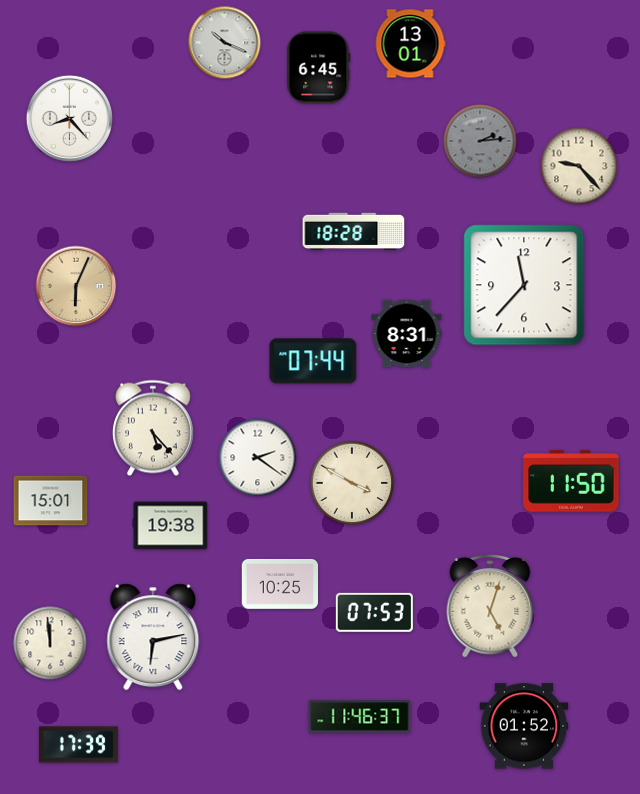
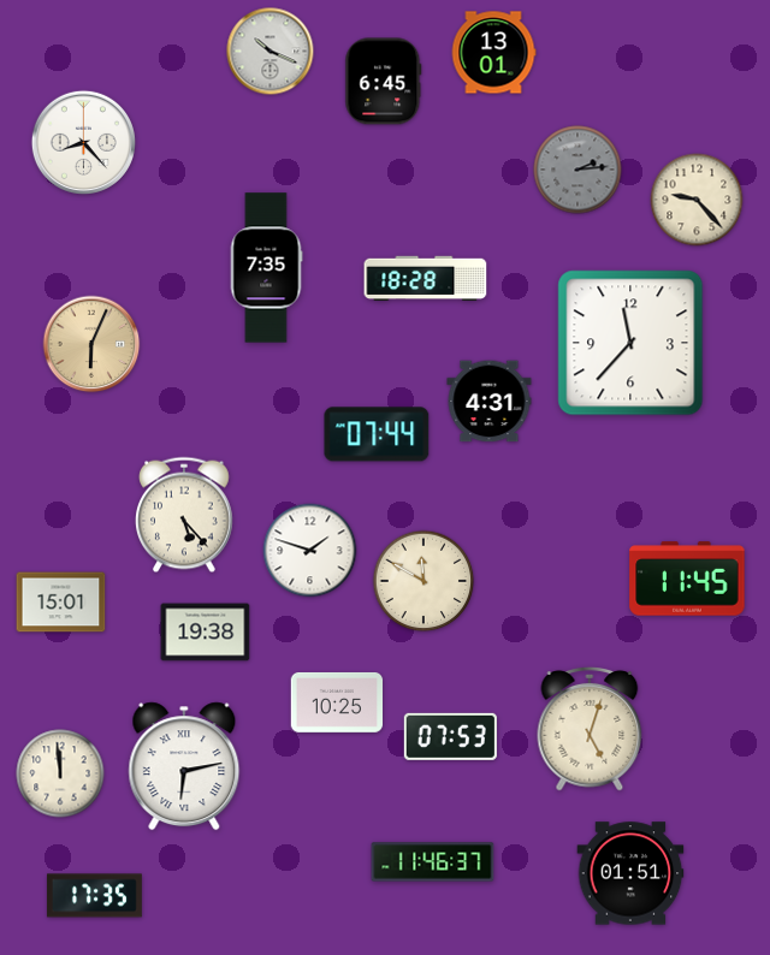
clock at (266, 268): none -> 7:35
clock at (407, 334): 8:31 -> 4:31
clock at (258, 458): 2:21 -> 1:48
clock at (571, 481): 11:50 -> 11:45
clock at (352, 483): 3:50 -> 11:50
clock at (524, 726): 01:52 -> 01:51
clock at (78, 745): 17:39 -> 17:35
